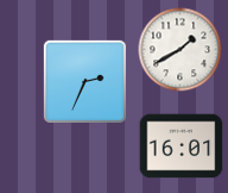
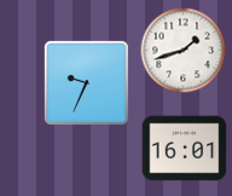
clock at (180, 50): 1:40 -> 1:42
clock at (84, 81): 2:34 -> 9:34
